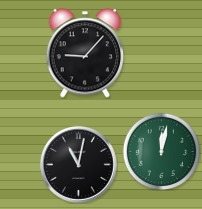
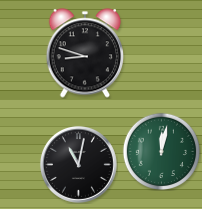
clock at (84, 53): 9:07 -> 8:48
